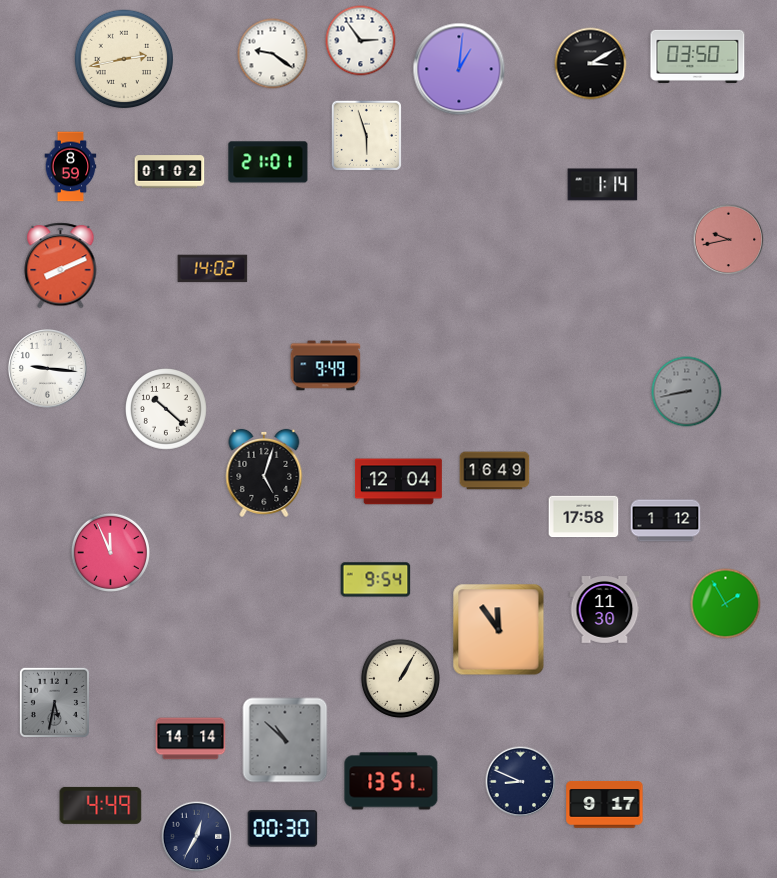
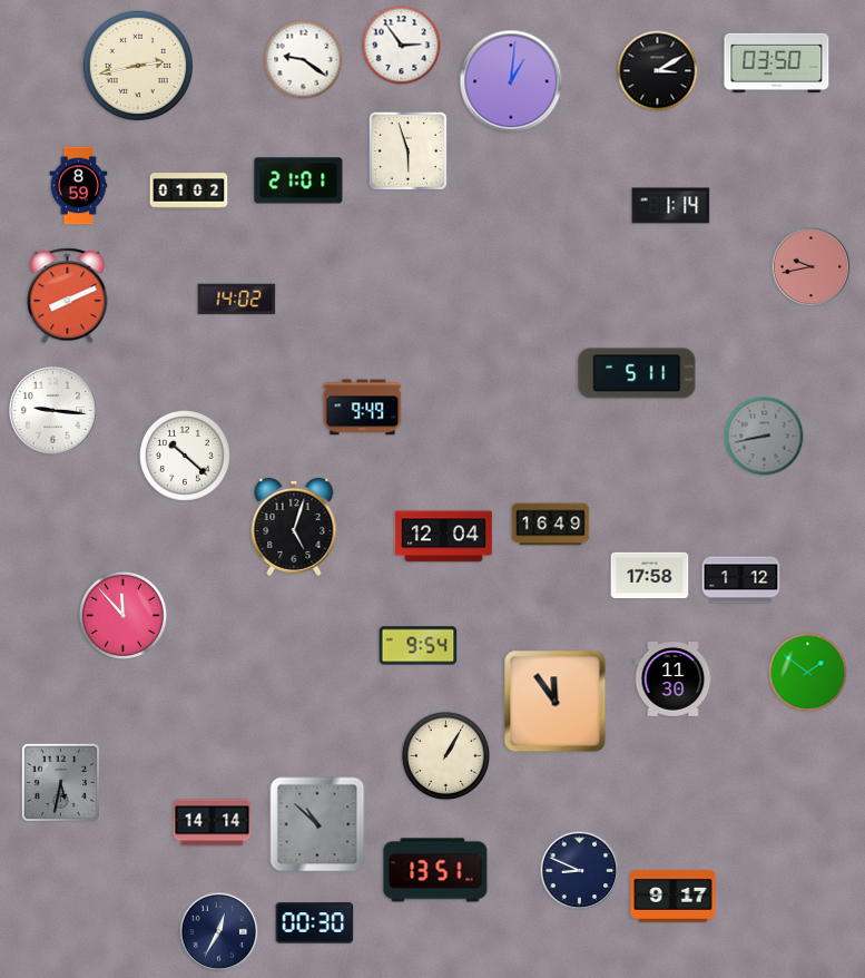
clock at (459, 69) position: (459, 69) -> (511, 81)
clock at (637, 373): none -> 5:11
clock at (110, 552): 11:56 -> 11:53
clock at (726, 604): 1:55 -> 1:51
clock at (101, 805): 4:49 -> none
